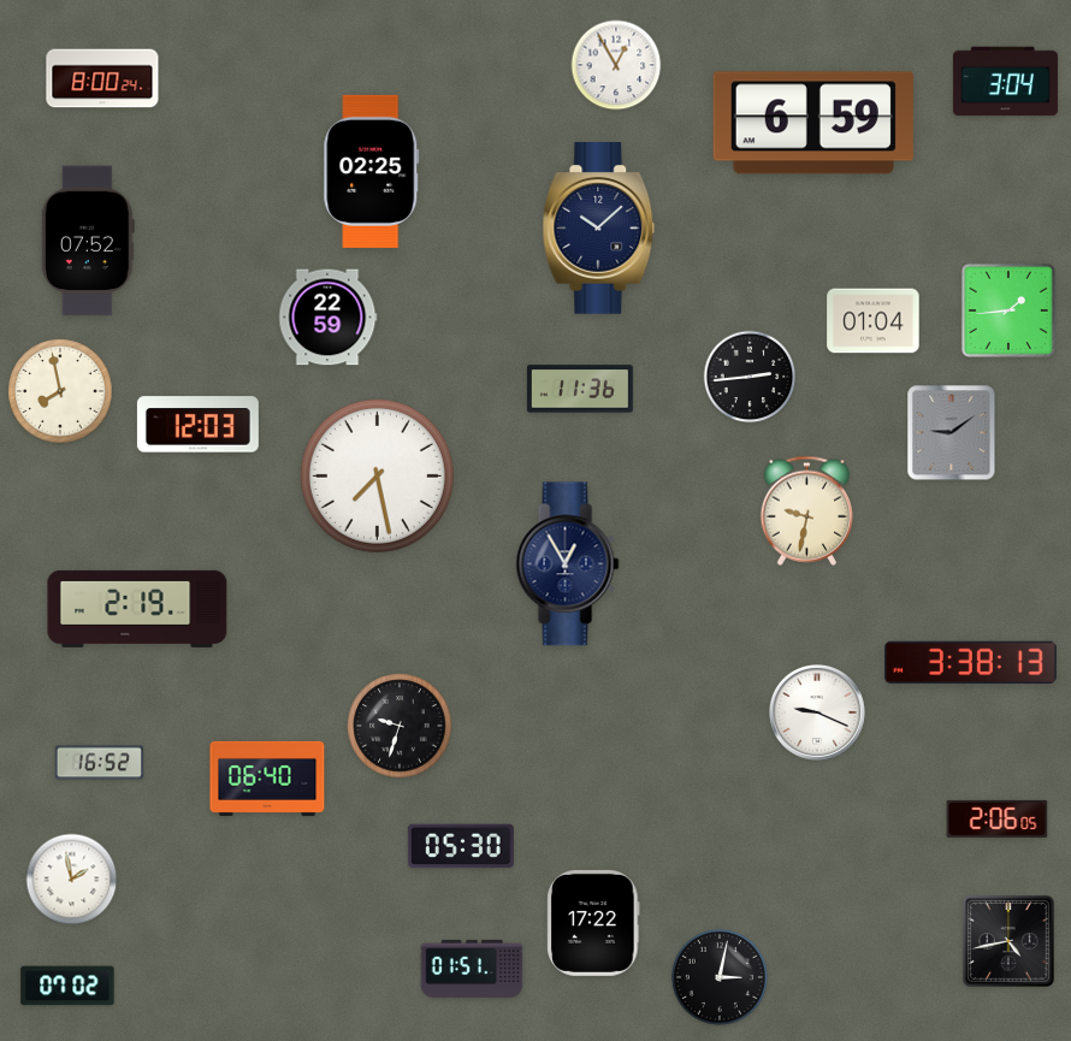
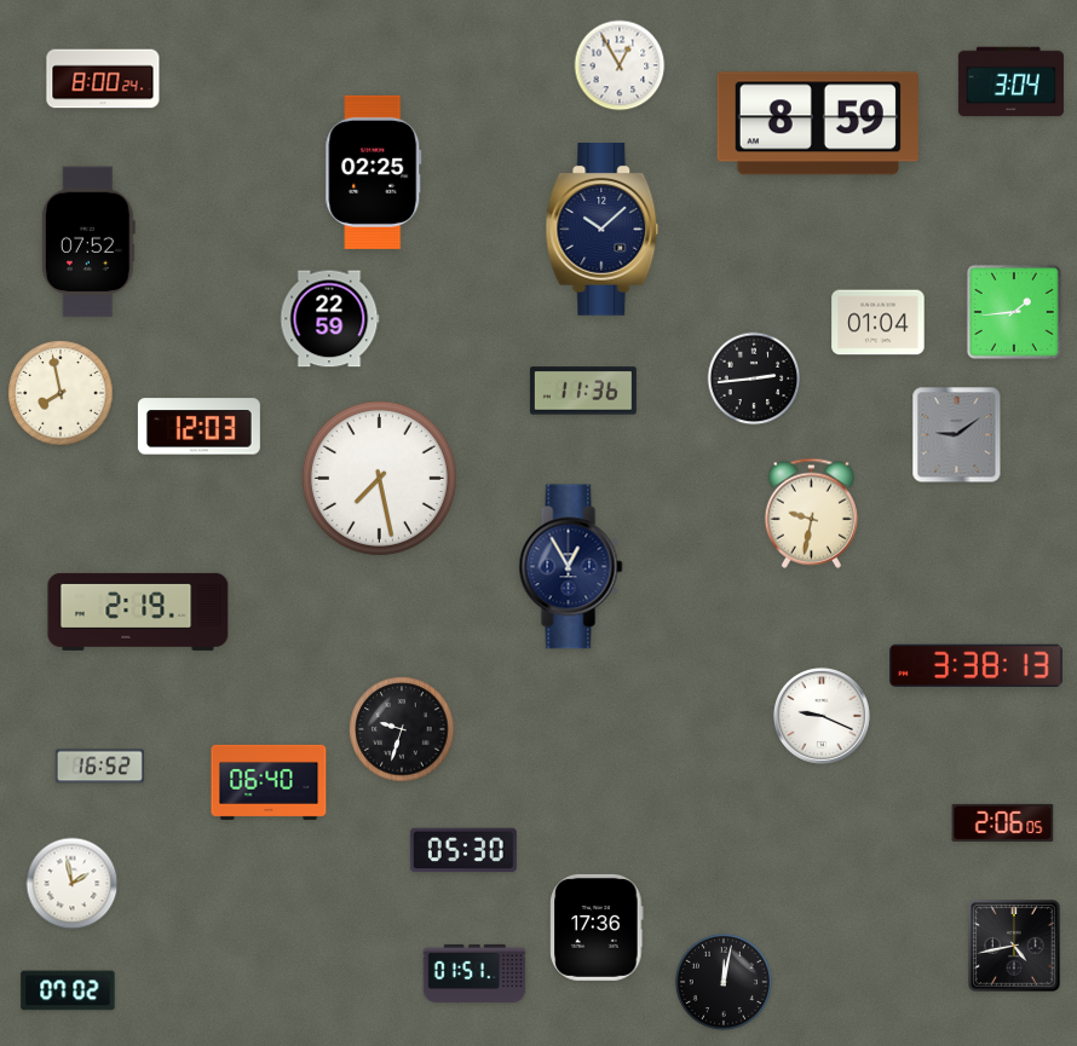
clock at (813, 123): 6:59 -> 8:59
clock at (593, 923): 17:22 -> 17:36
clock at (720, 977): 3:02 -> 12:02
